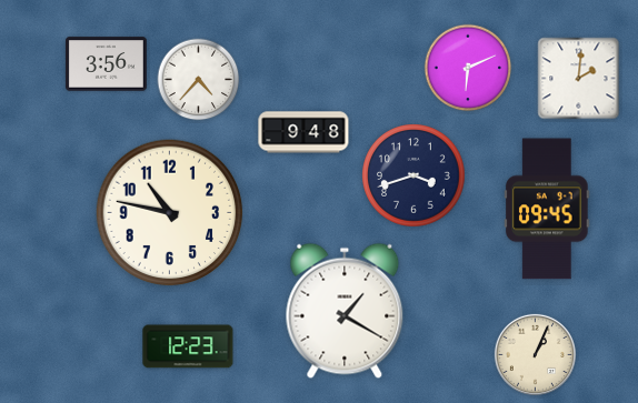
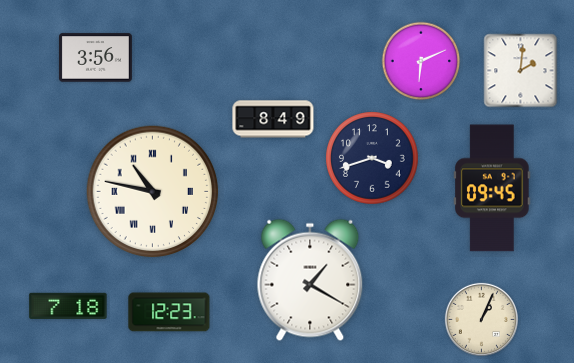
clock at (199, 80): 4:37 -> none
clock at (303, 132): 9:48 -> 8:49
clock at (170, 213) numerals: Arabic -> Roman
clock at (68, 306): none -> 7:18
